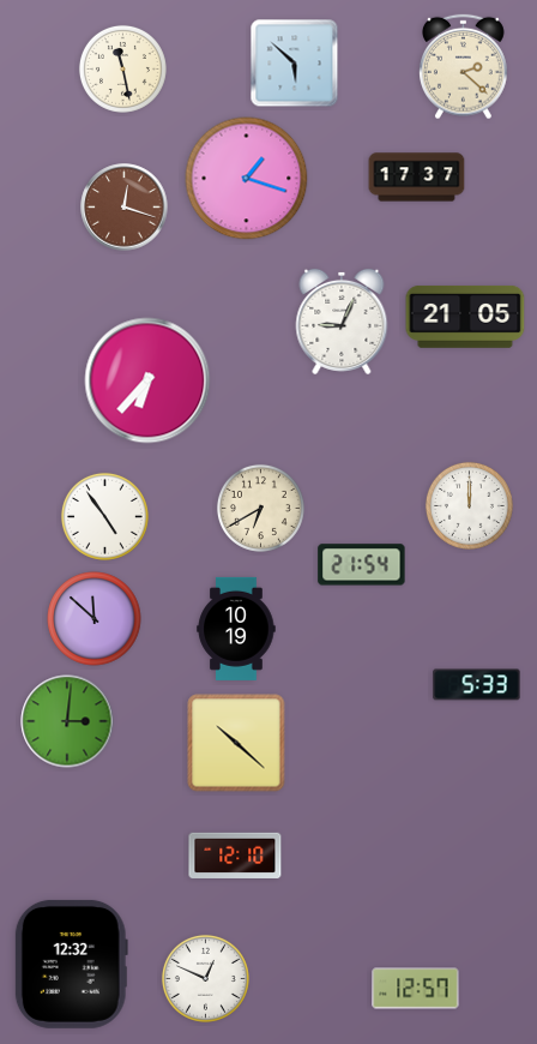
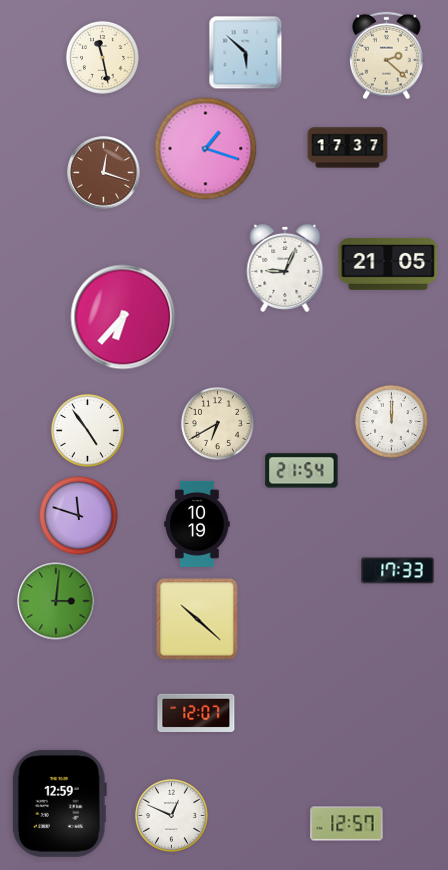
clock at (95, 619): 11:52 -> 11:48
clock at (477, 685): 5:33 -> 17:33
clock at (235, 856): 12:10 -> 12:07
clock at (71, 964): 12:32 -> 12:59
